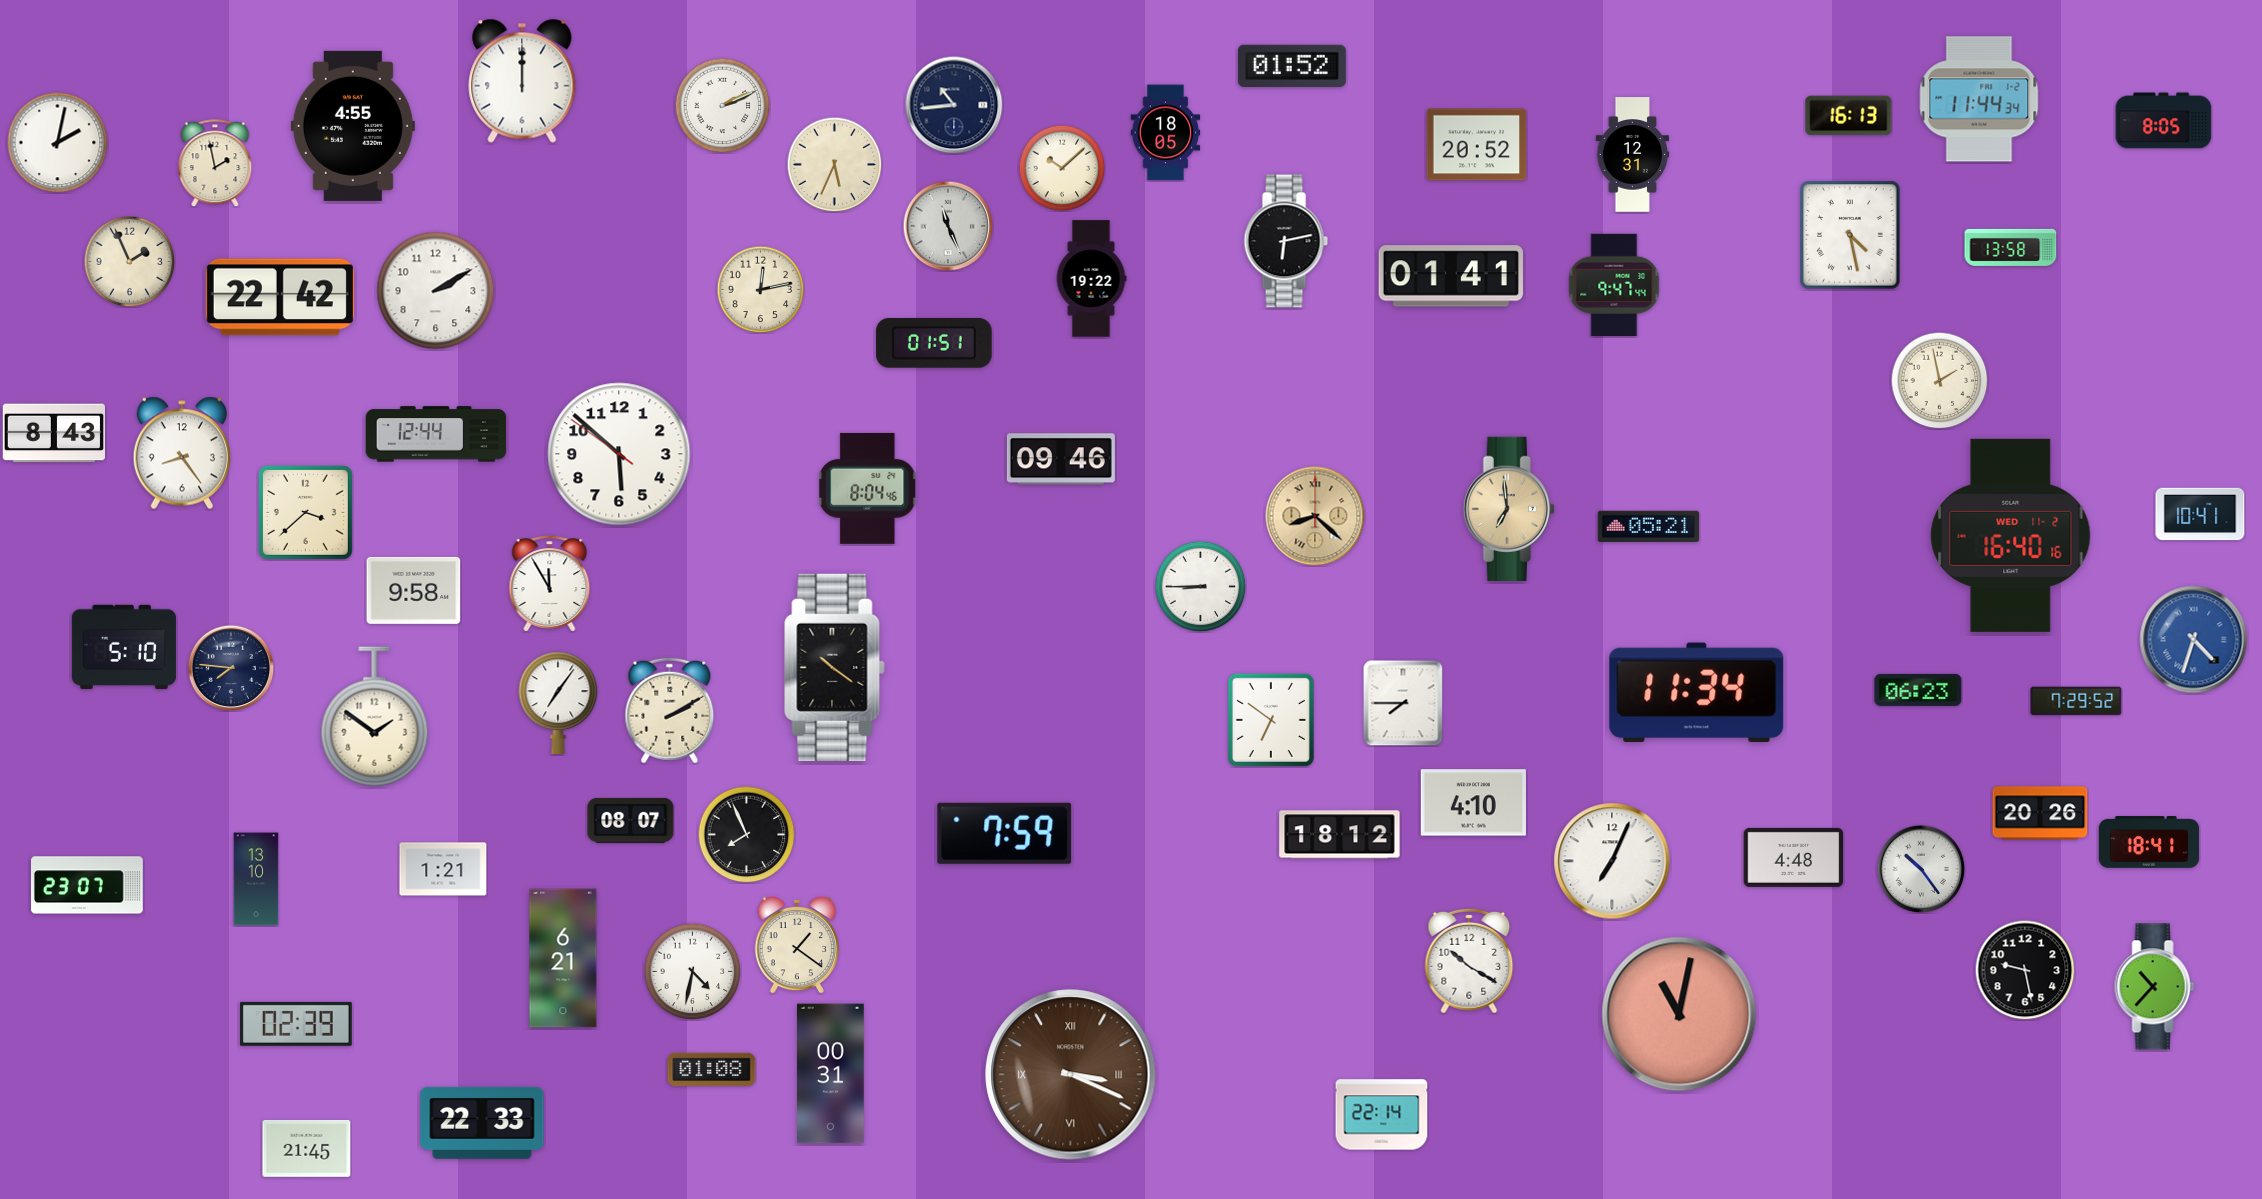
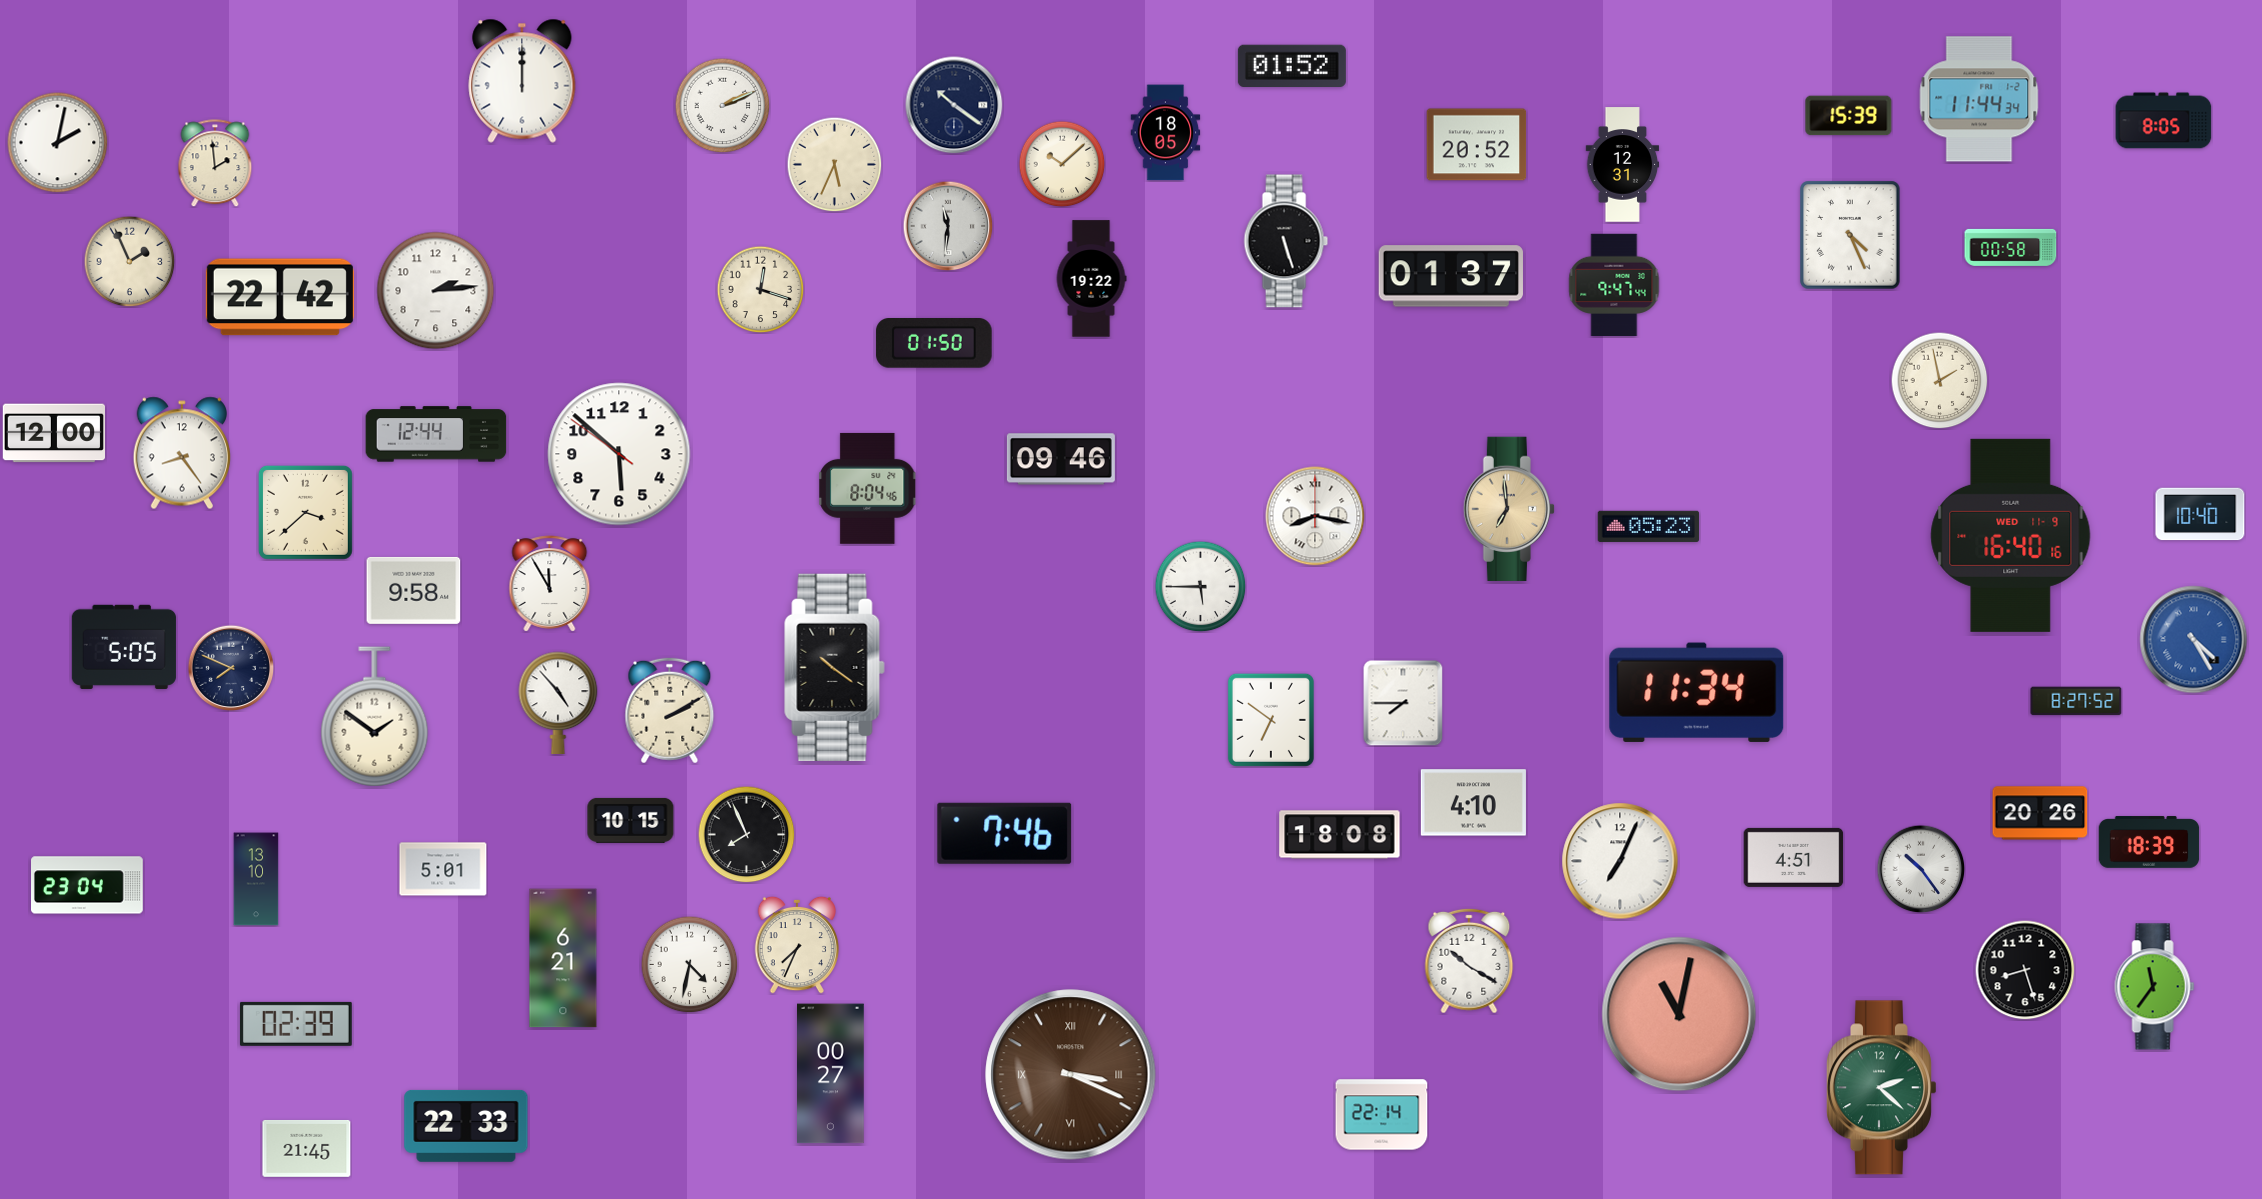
clock at (954, 105): 10:44 -> 10:21
clock at (1849, 116): 16:13 -> 15:39
clock at (353, 126): 4:55 -> none
clock at (1633, 155) position: (1633, 155) -> (1623, 165)
clock at (215, 163): 1:58 -> 1:59
clock at (1062, 168) position: (1062, 168) -> (1062, 164)
clock at (948, 226): 11:26 -> 11:31
clock at (1850, 235): 4:28 -> 4:26
clock at (1286, 241): 6:13 -> 5:27
clock at (2011, 247): 13:58 -> 00:58
clock at (1451, 276): 01:41 -> 01:37
clock at (760, 289): 12:13 -> 12:18
clock at (436, 291): 2:10 -> 2:14
clock at (934, 344): 01:51 -> 01:50
clock at (53, 433): 8:43 -> 12:00
clock at (2200, 514): 10:41 -> 10:40
clock at (1315, 516): 8:22 -> 8:17
clock at (1315, 516) dial: champagne -> white
clock at (1649, 526): 05:21 -> 05:23
clock at (2011, 535) date: WED 11-2 -> WED 11-9
clock at (1200, 586): 8:45 -> 5:45
clock at (2194, 640): 4:33 -> 4:25
clock at (124, 647): 5:10 -> 5:05
clock at (231, 668): 7:46 -> 7:49
clock at (1918, 690): 06:23 -> none
clock at (2076, 701): 7:29 -> 8:27
clock at (558, 702): 7:06 -> 4:53
clock at (631, 820): 08:07 -> 10:15
clock at (1005, 833): 7:59 -> 7:46
clock at (1340, 835): 18:12 -> 18:08
clock at (2149, 842): 18:41 -> 18:39
clock at (1794, 857): 4:48 -> 4:51
clock at (1612, 861) position: (1612, 861) -> (1620, 861)
clock at (443, 869): 1:21 -> 5:01
clock at (88, 885): 23:07 -> 23:04
clock at (796, 945): 1:21 -> 7:34
clock at (2025, 970): 9:28 -> 8:27
clock at (692, 971) position: (692, 971) -> (689, 964)
clock at (2155, 987): 10:37 -> 11:36
clock at (712, 1069): 01:08 -> none
clock at (831, 1074): 00:31 -> 00:27
clock at (1881, 1088): none -> 2:22
clock at (482, 1123) position: (482, 1123) -> (466, 1126)
